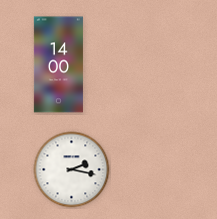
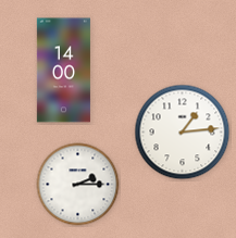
clock at (183, 133): none -> 1:14
clock at (72, 170): 2:17 -> 2:15
